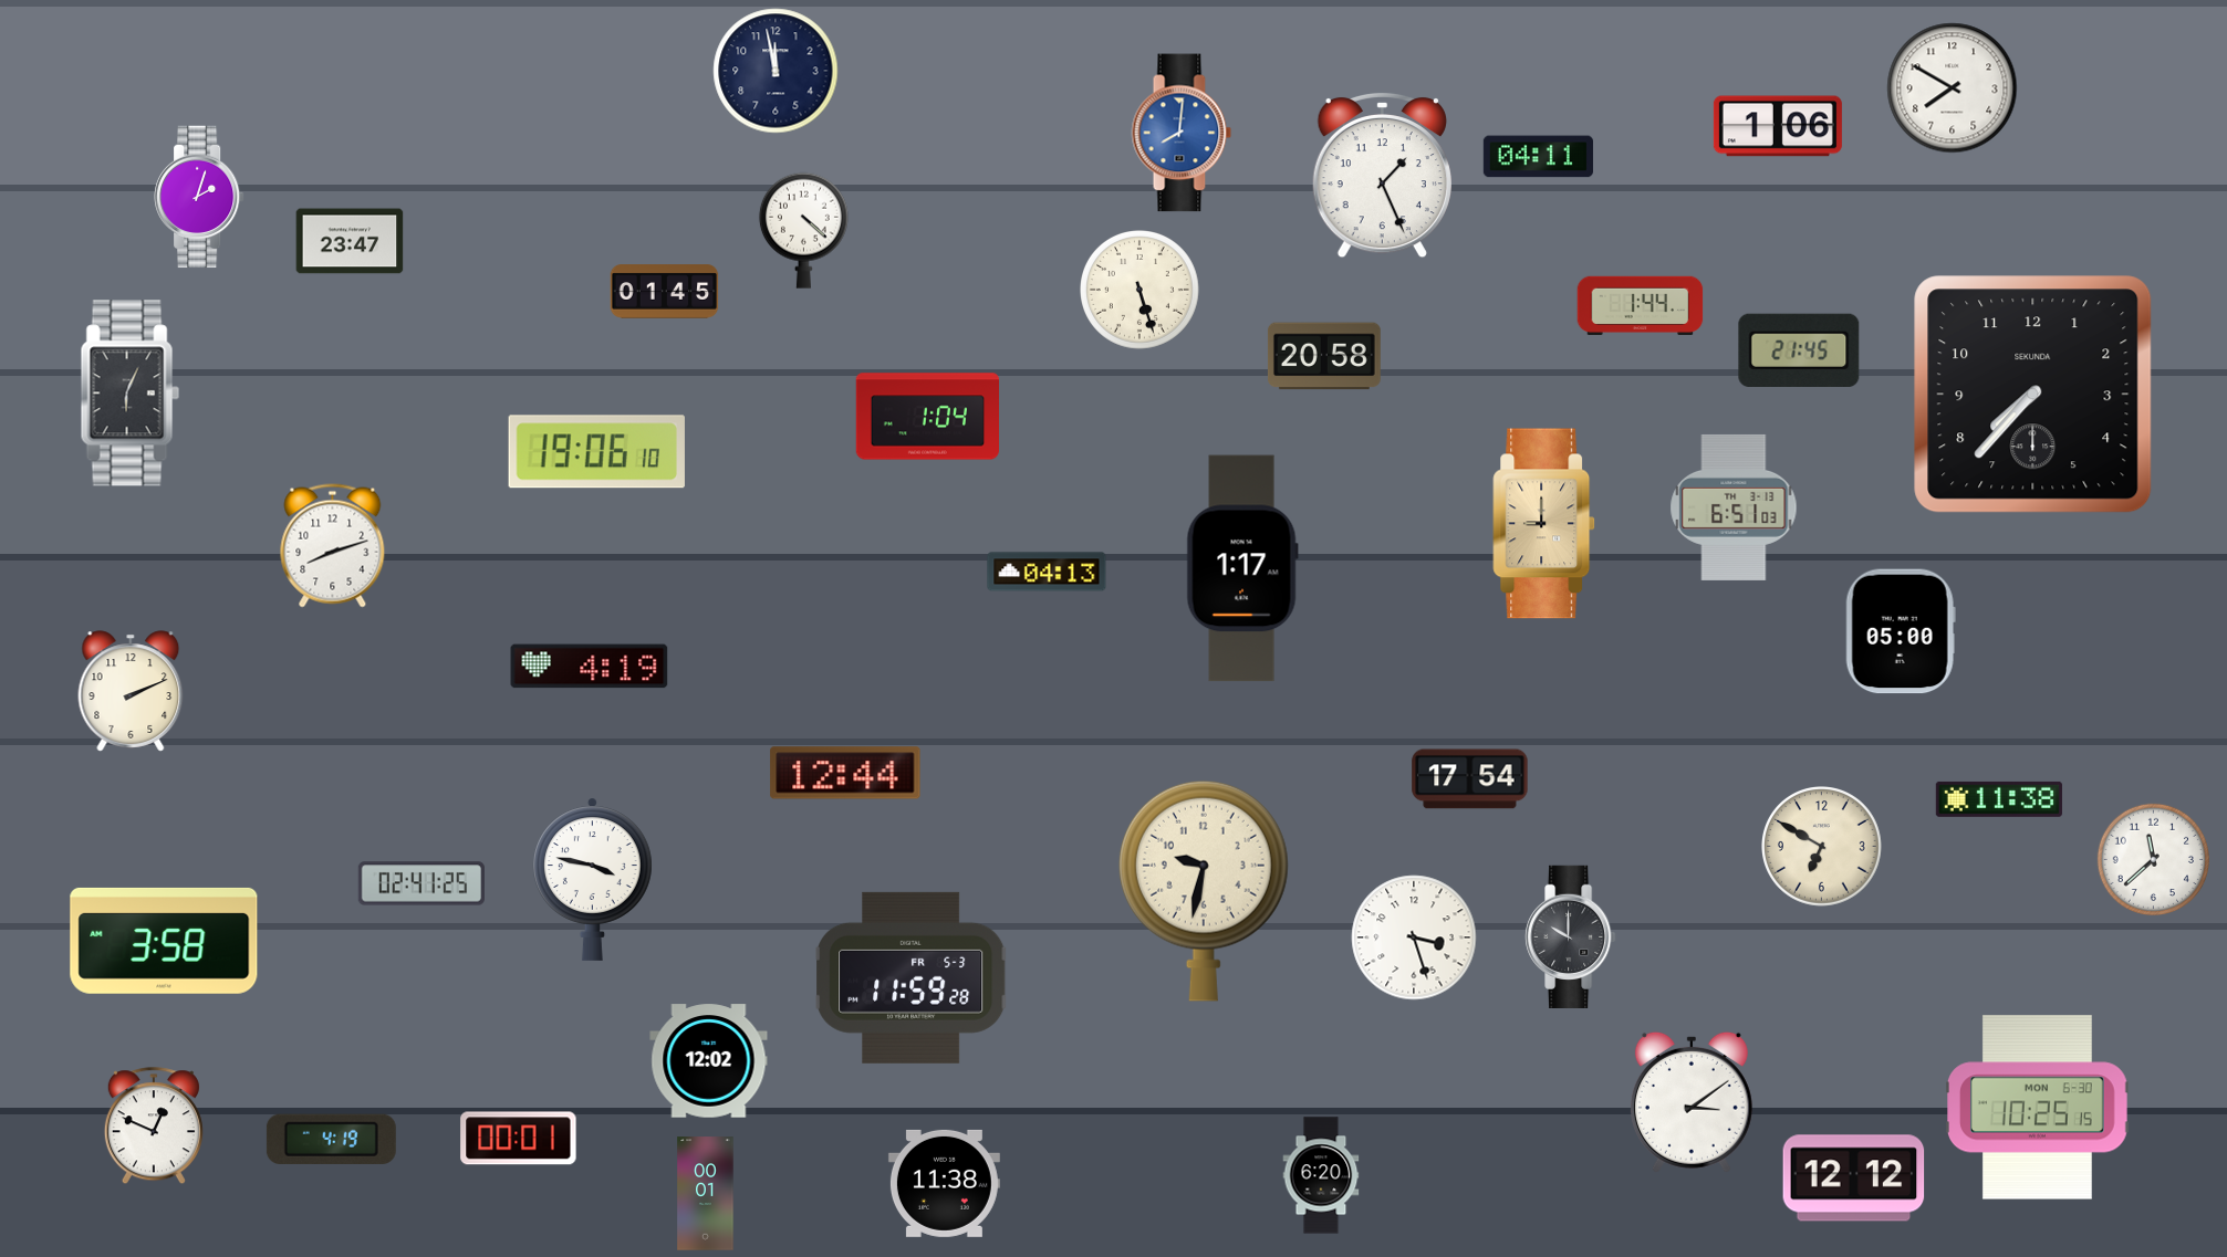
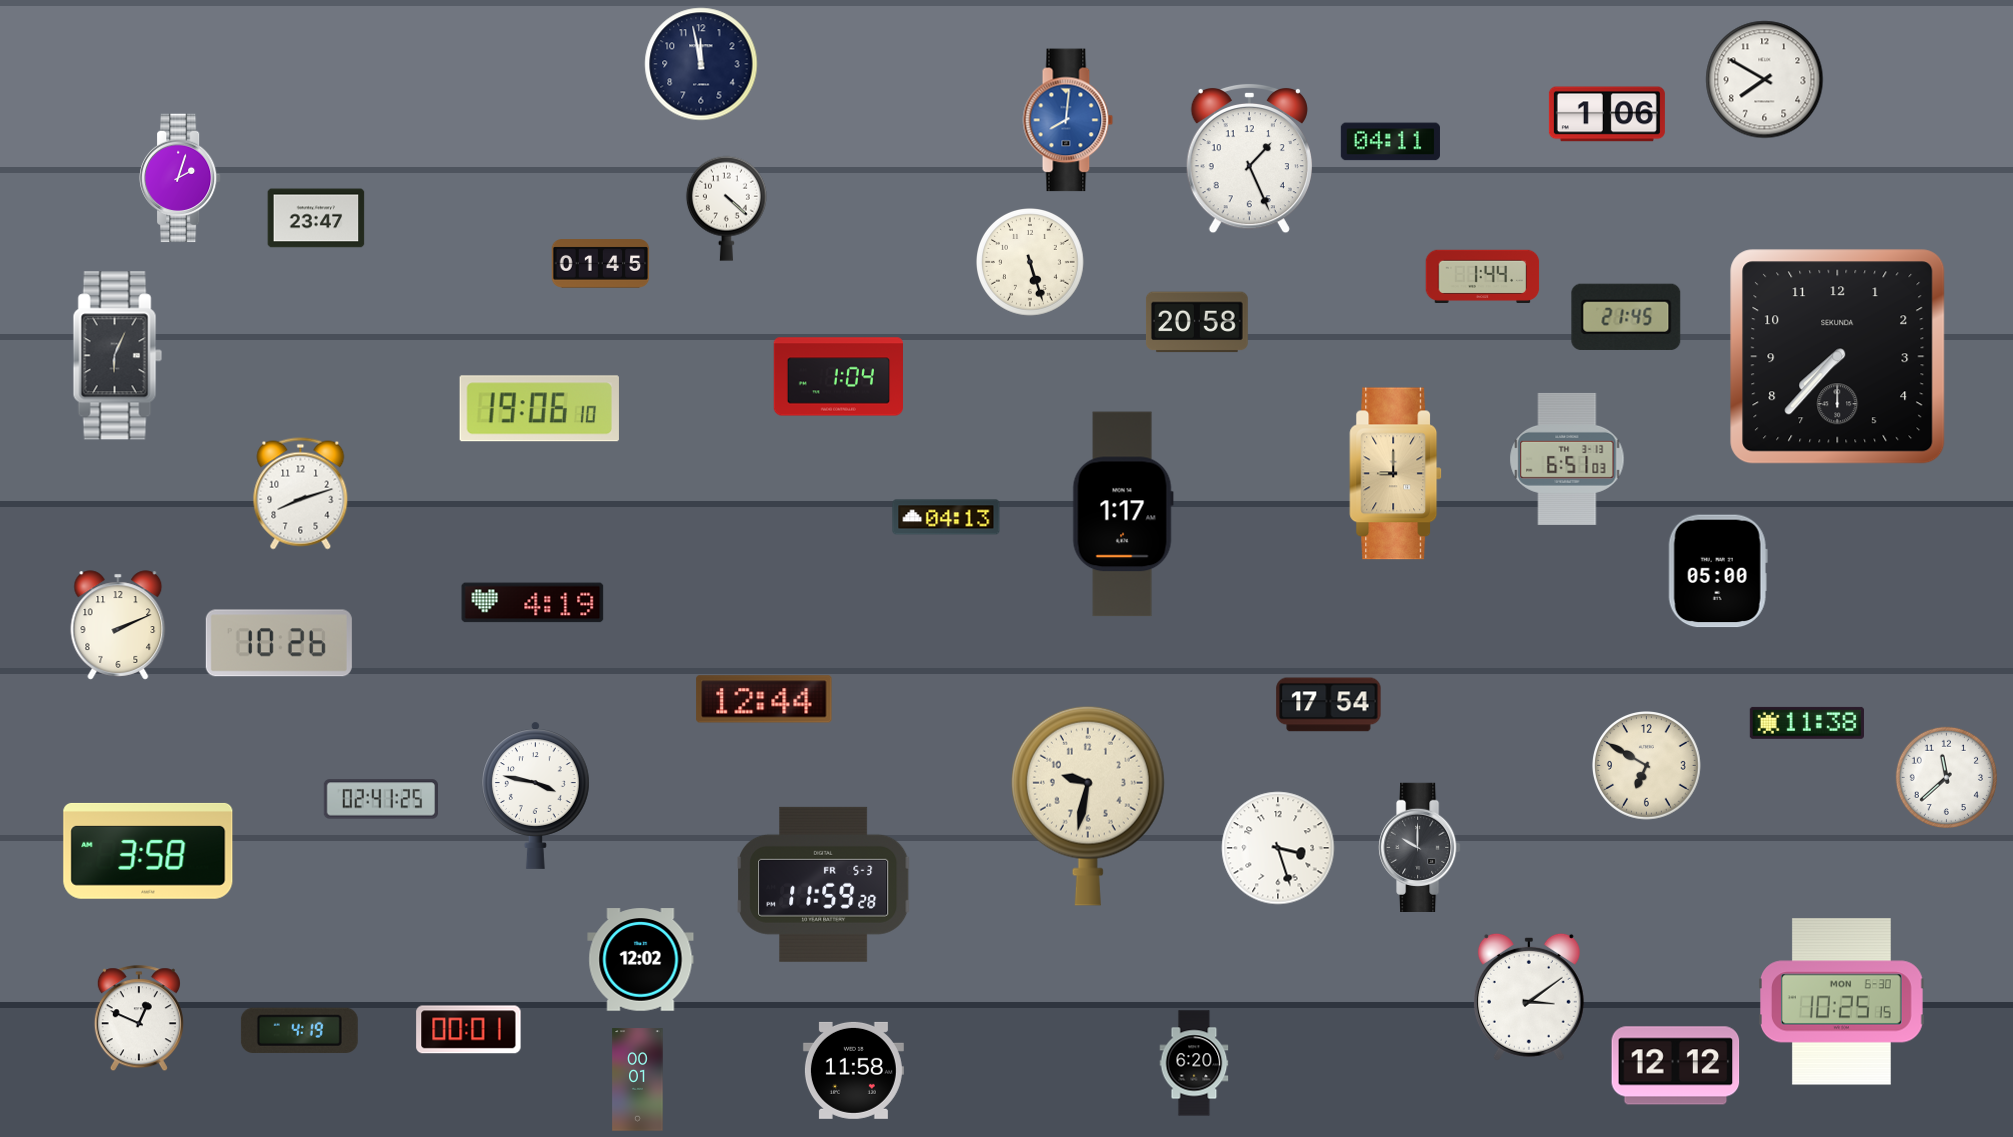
clock at (279, 643): none -> 10:26
clock at (944, 1183): 11:38 -> 11:58
